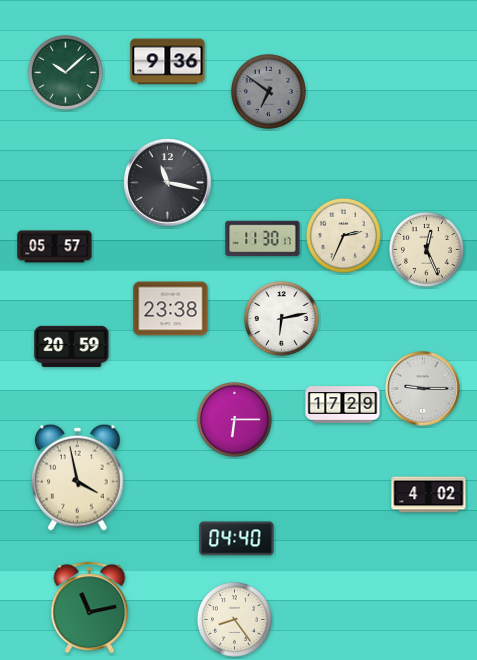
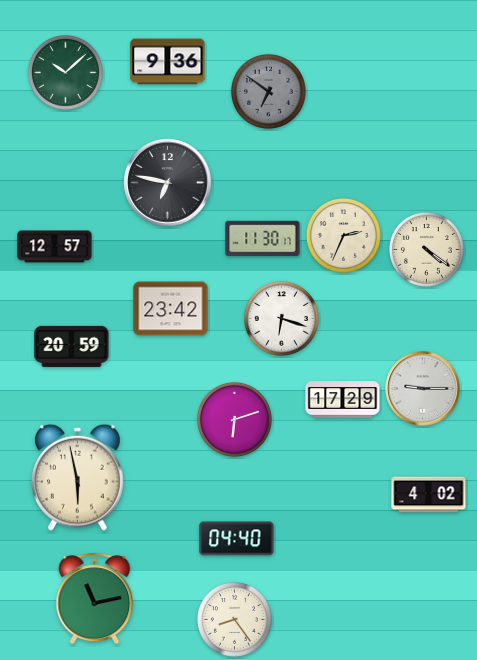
clock at (168, 183): 11:17 -> 6:47
clock at (55, 247): 05:57 -> 12:57
clock at (426, 249): 12:26 -> 4:21
clock at (171, 309): 23:38 -> 23:42
clock at (281, 318): 6:13 -> 6:18
clock at (343, 405) position: (343, 405) -> (343, 400)
clock at (234, 419): 6:15 -> 6:12
clock at (78, 477): 3:58 -> 5:58
clock at (90, 608) position: (90, 608) -> (95, 599)
